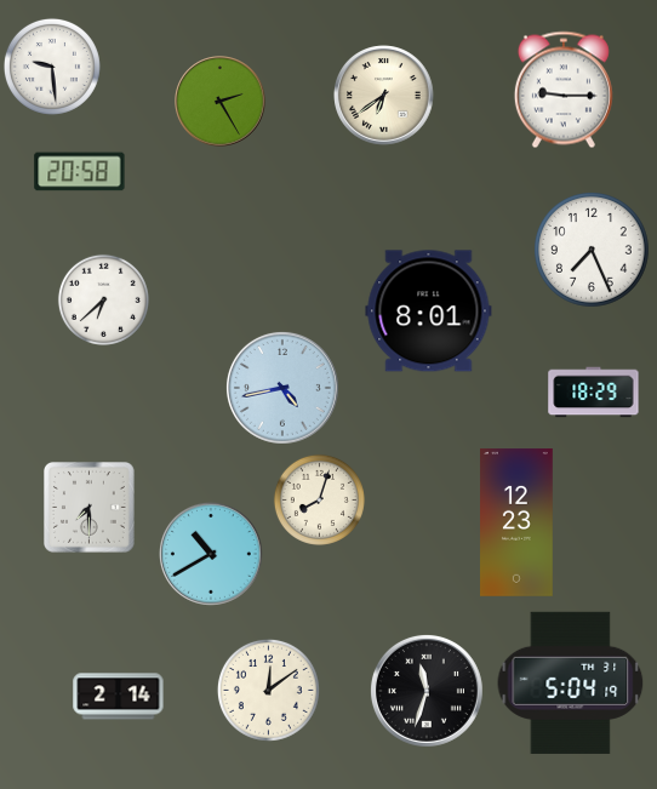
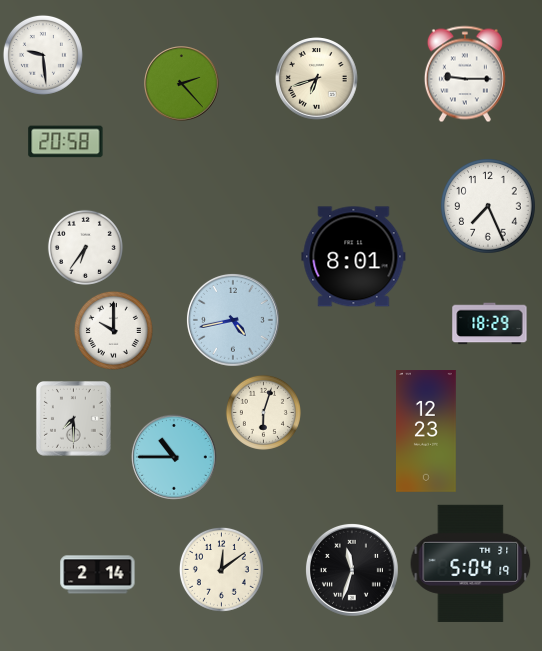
clock at (384, 96): 6:39 -> 6:42
clock at (221, 102): 2:25 -> 2:23
clock at (103, 299): 6:38 -> 6:36
clock at (113, 330): none -> 10:00
clock at (319, 499): 8:03 -> 6:03
clock at (212, 555): 10:40 -> 10:45
